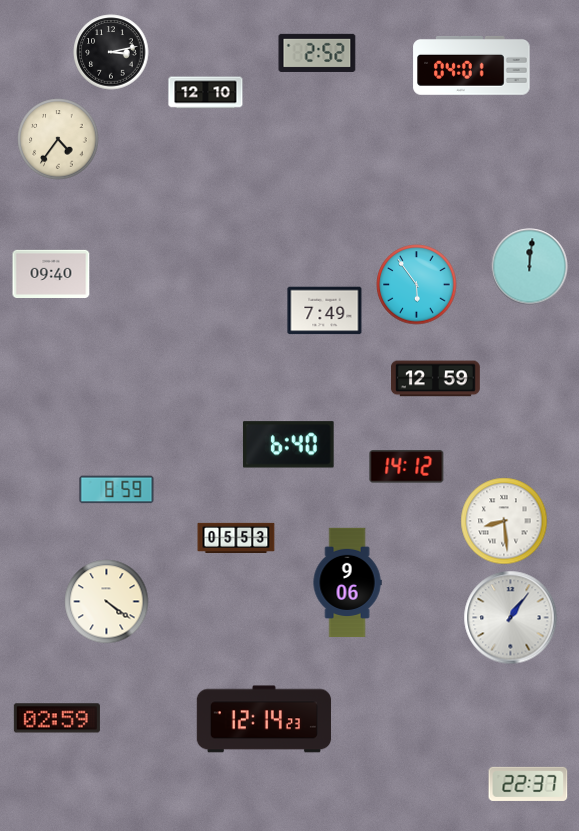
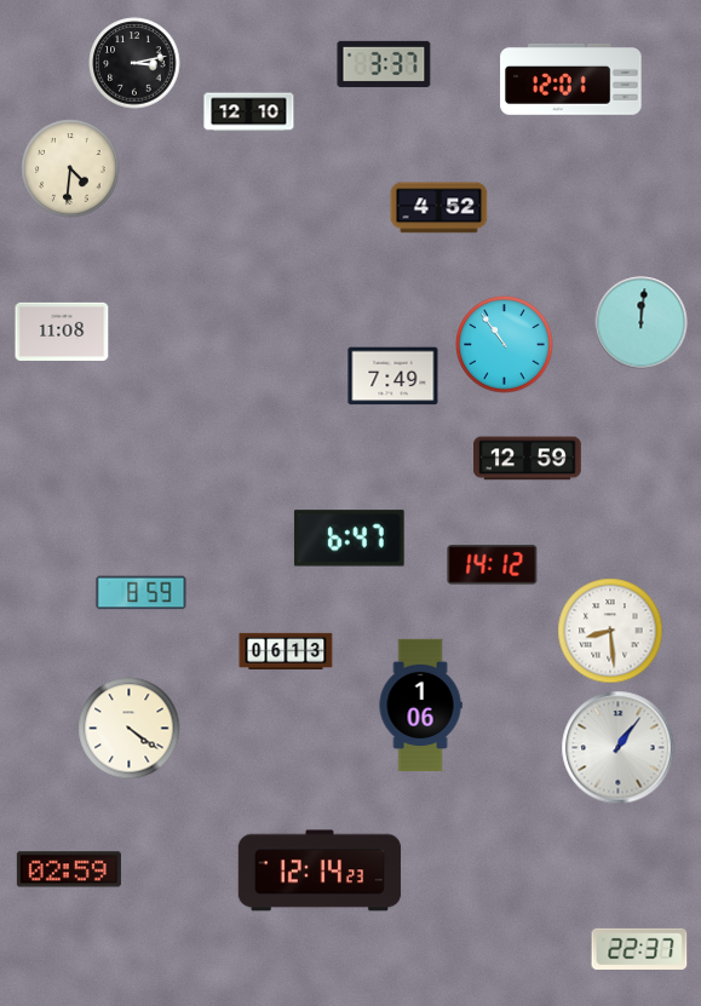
clock at (317, 53): 2:52 -> 3:37
clock at (472, 65): 04:01 -> 12:01
clock at (58, 139): 4:36 -> 4:31
clock at (439, 208): none -> 4:52
clock at (51, 273): 09:40 -> 11:08
clock at (417, 285): 5:54 -> 10:54
clock at (288, 445): 6:40 -> 6:47
clock at (236, 538): 05:53 -> 06:13
clock at (347, 583): 9:06 -> 1:06
